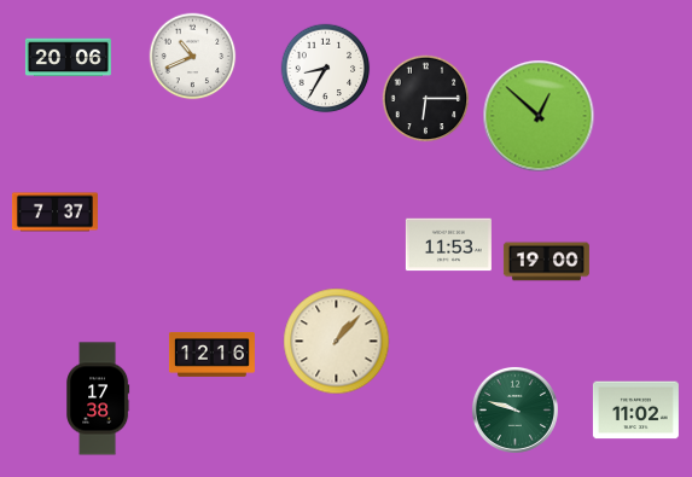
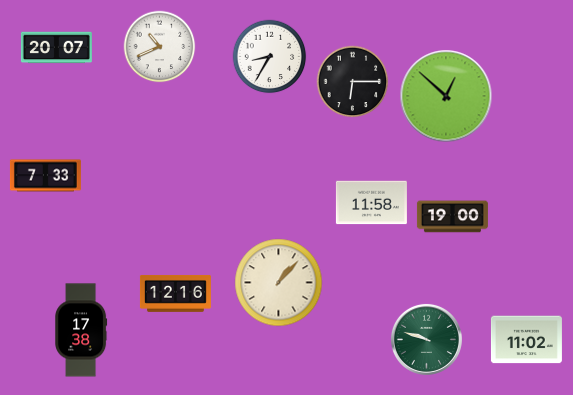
clock at (68, 58): 20:06 -> 20:07
clock at (54, 213): 7:37 -> 7:33
clock at (448, 245): 11:53 -> 11:58
